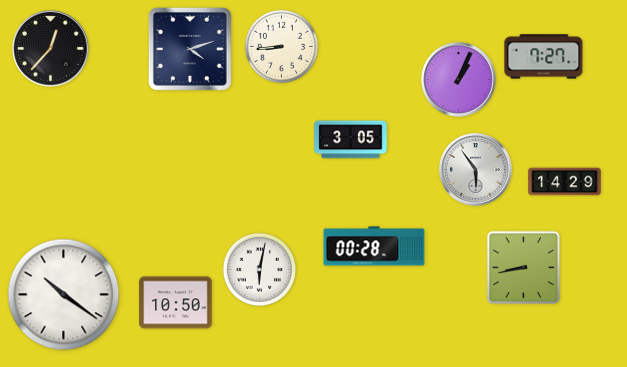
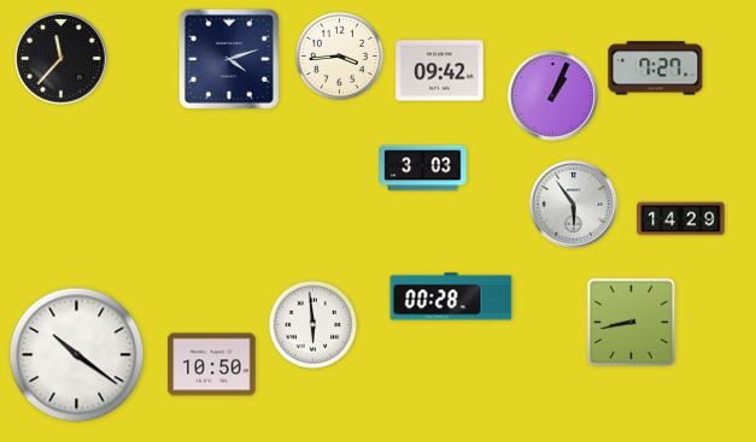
clock at (281, 46): 8:44 -> 3:44
clock at (51, 49): 12:37 -> 11:37
clock at (440, 71): none -> 09:42
clock at (351, 140): 3:05 -> 3:03
clock at (259, 269): 6:02 -> 5:59
